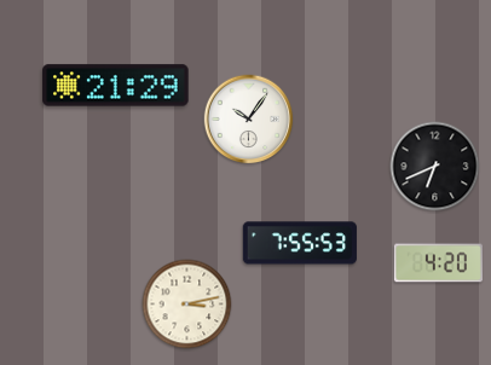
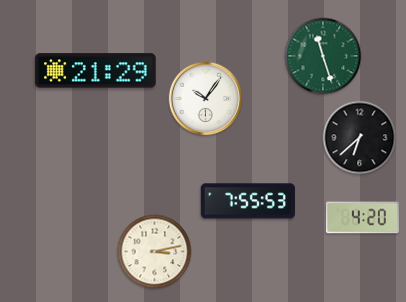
clock at (323, 56): none -> 11:27
clock at (435, 167): 6:41 -> 6:38
